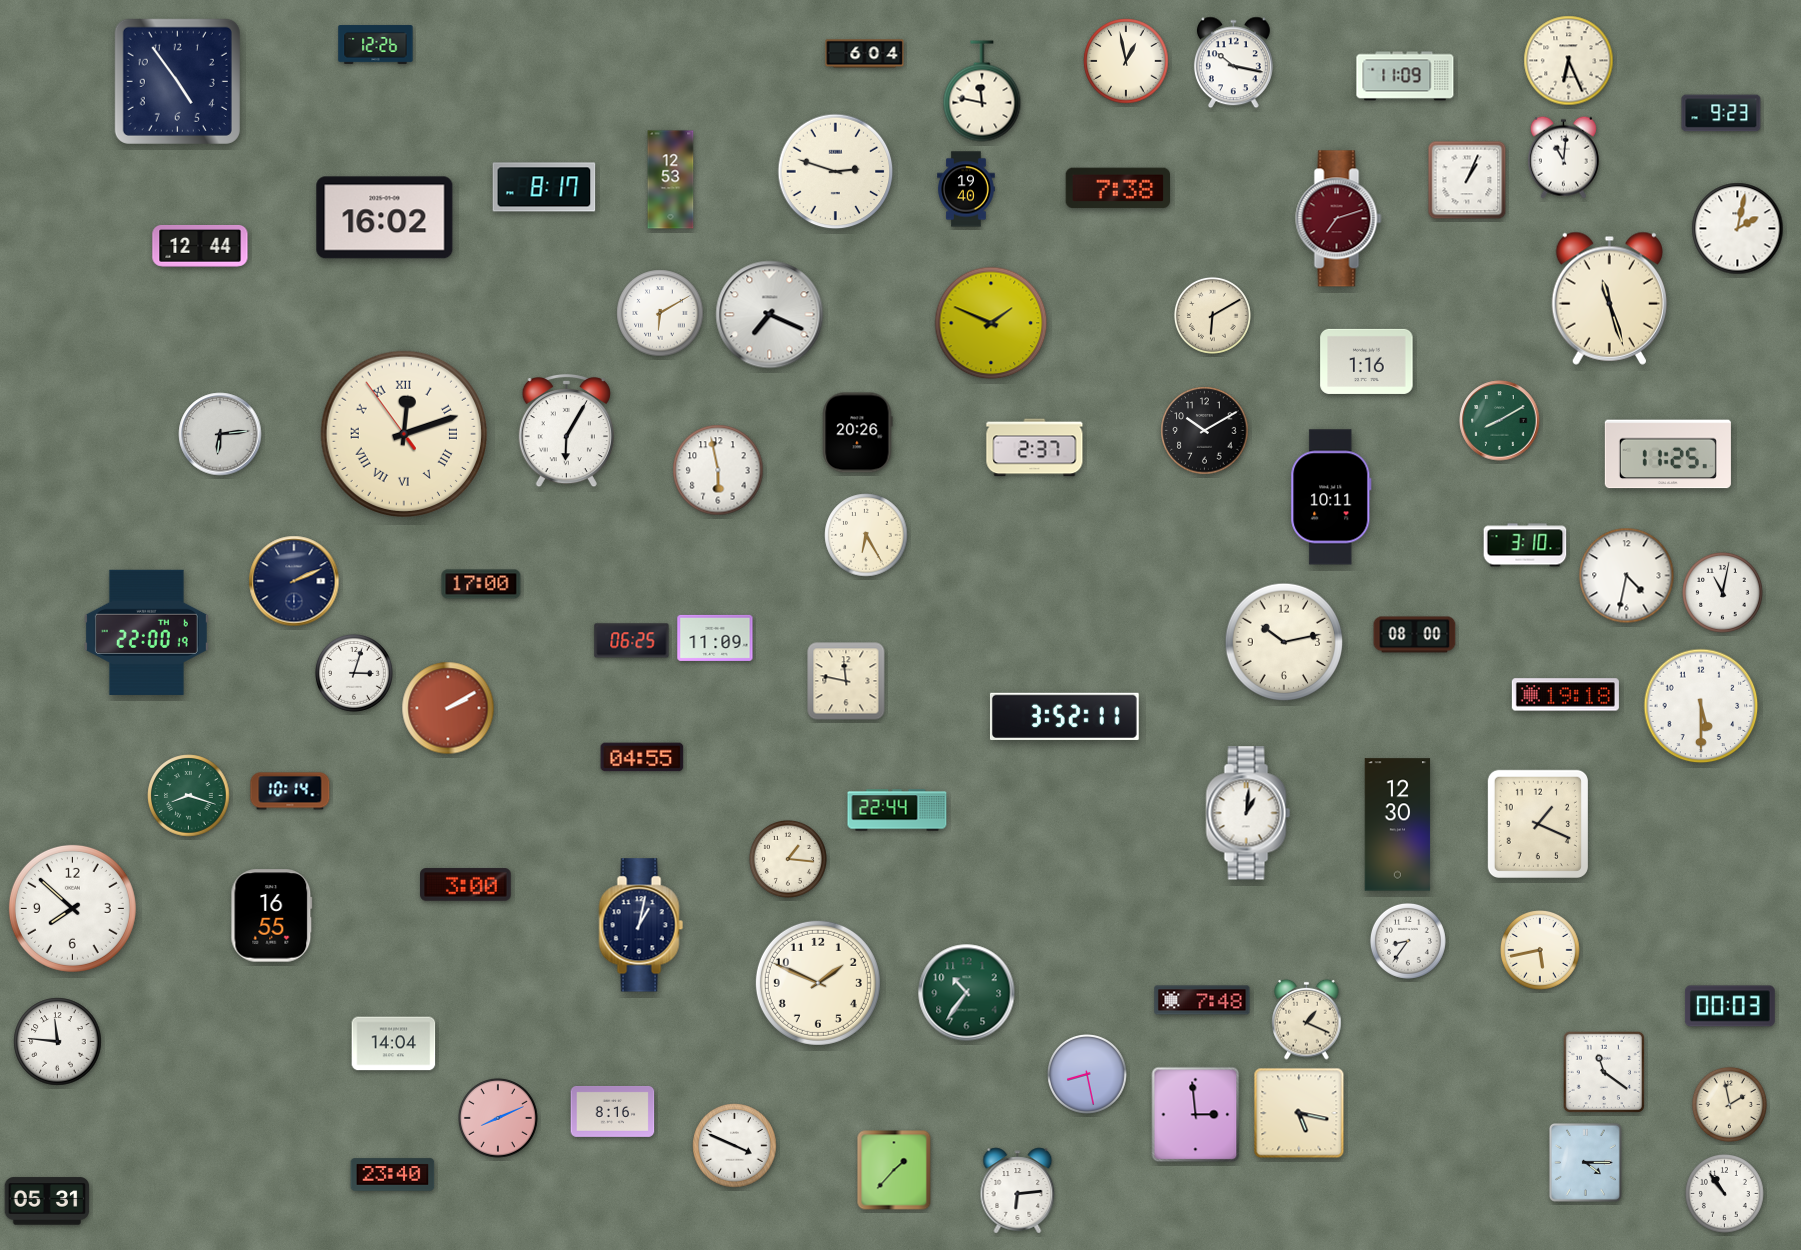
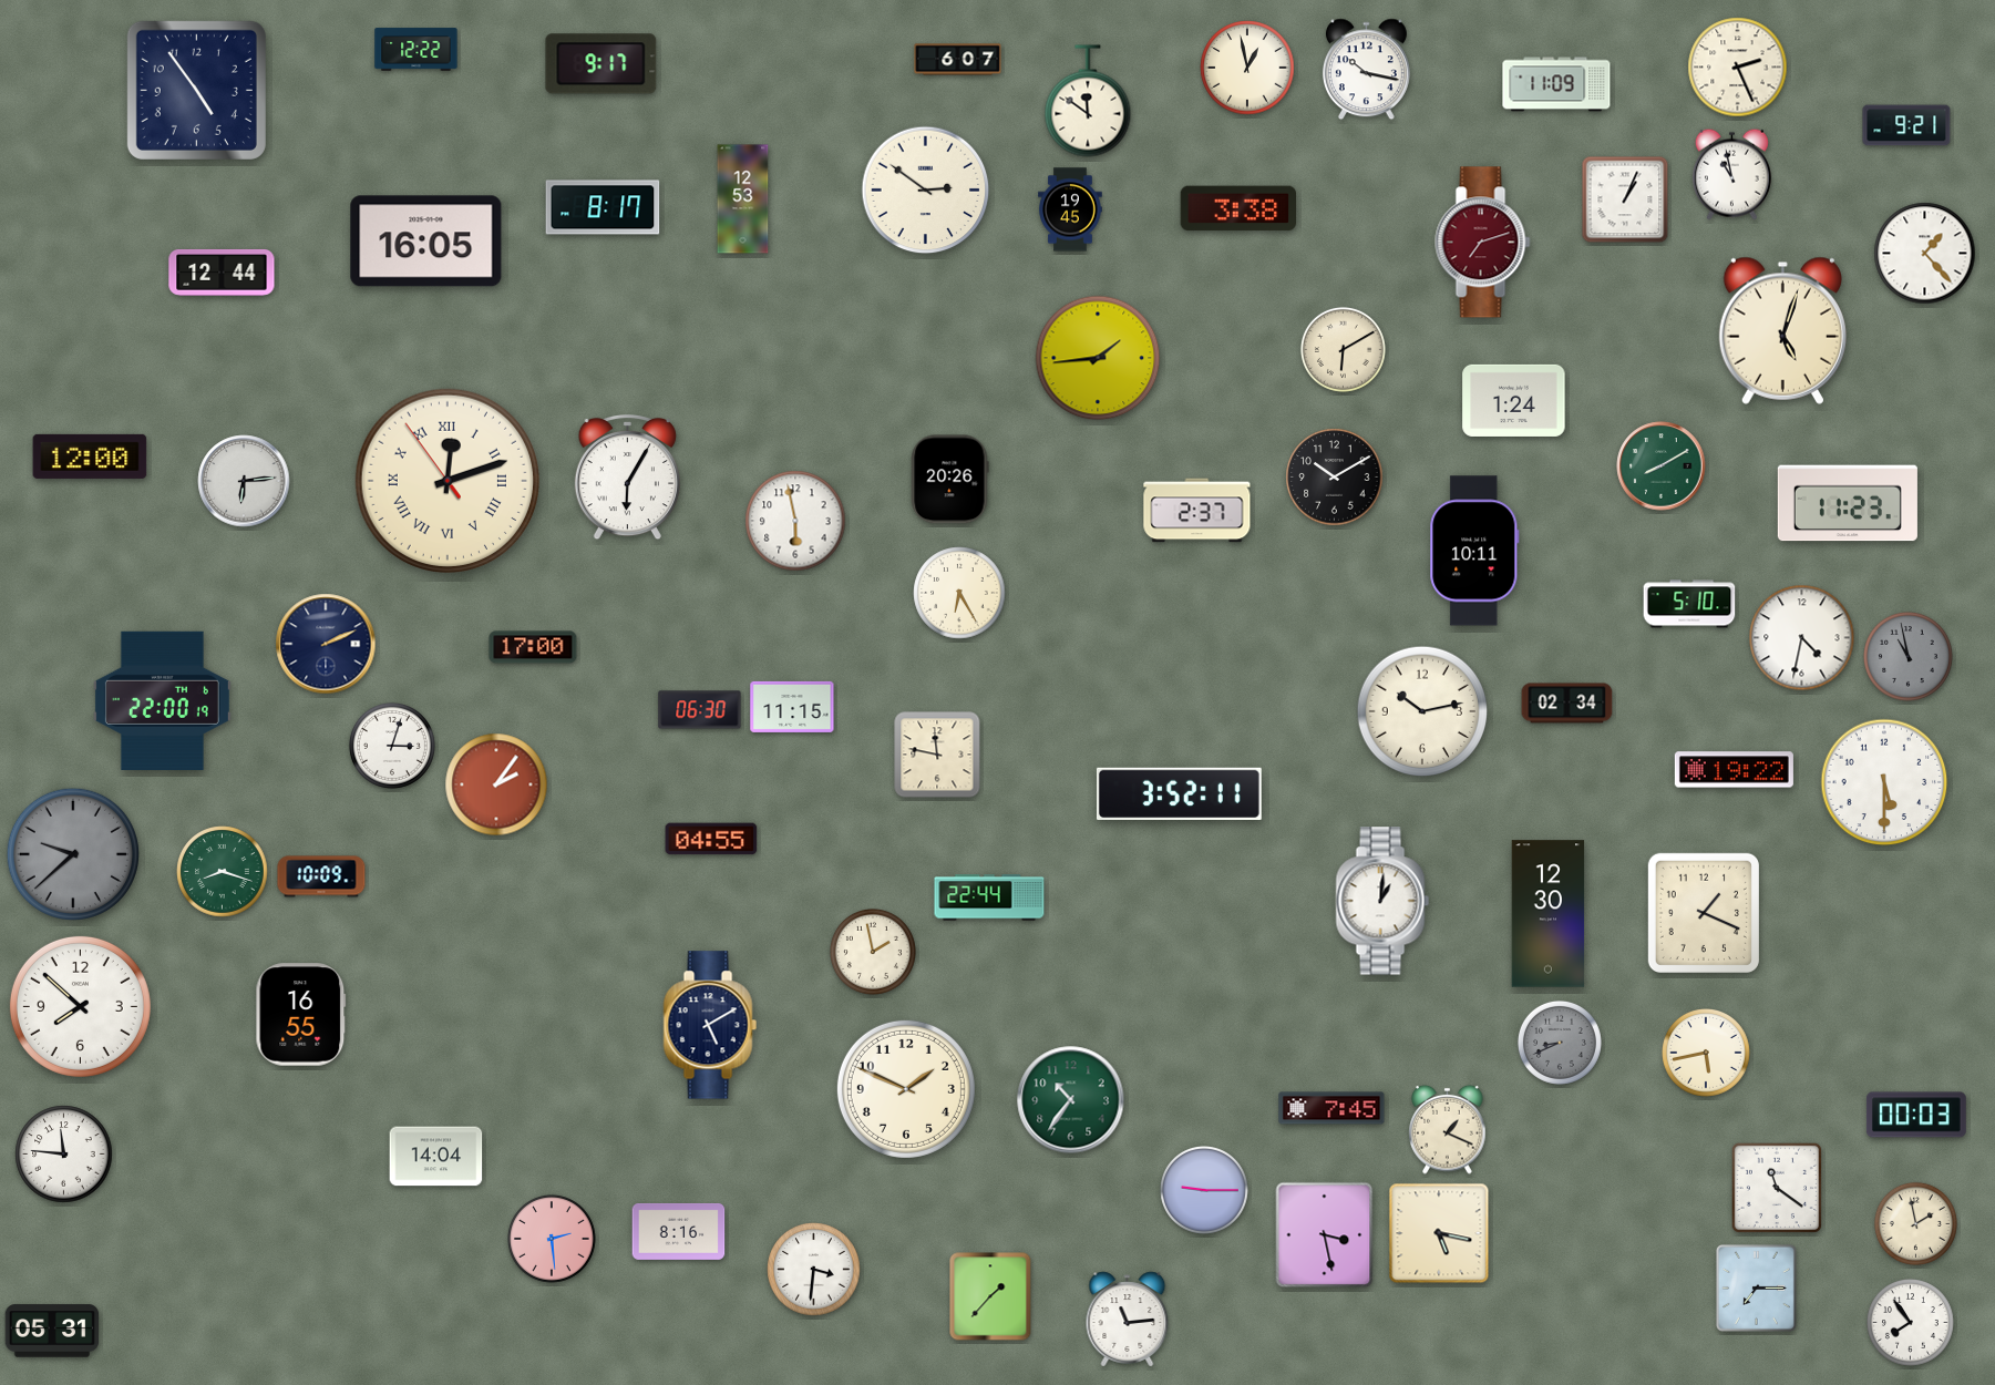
clock at (376, 45): 12:26 -> 12:22
clock at (865, 54): 6:04 -> 6:07
clock at (601, 64): none -> 9:17
clock at (1569, 61): 6:26 -> 2:26
clock at (982, 91): 11:47 -> 11:51
clock at (1721, 113): 9:23 -> 9:21
clock at (1563, 157): 11:01 -> 10:58
clock at (836, 172): 2:48 -> 2:51
clock at (1118, 188): 7:38 -> 3:38
clock at (966, 189): 19:40 -> 19:45
clock at (385, 218): 16:02 -> 16:05
clock at (1738, 229): 2:02 -> 1:23
clock at (1609, 298): 11:27 -> 5:03
clock at (660, 313): 6:10 -> none
clock at (770, 315): 7:19 -> none
clock at (991, 323): 1:49 -> 1:44
clock at (1367, 361): 1:16 -> 1:24
clock at (90, 456): none -> 12:00
clock at (1035, 448) position: (1035, 448) -> (1197, 511)
clock at (1668, 454): 11:25 -> 11:23
clock at (1525, 545): 3:10 -> 5:10
clock at (1723, 593): 11:02 -> 10:58
clock at (1723, 593) dial: white -> grey
clock at (1415, 635): 08:00 -> 02:34
clock at (715, 638): 11:09 -> 11:15
clock at (632, 641): 06:25 -> 06:30
clock at (1565, 695): 19:18 -> 19:22
clock at (448, 708): 2:10 -> 2:06
clock at (72, 853): none -> 9:38
clock at (290, 791): 10:14 -> 10:09
clock at (189, 796) position: (189, 796) -> (223, 872)
clock at (897, 810) position: (897, 810) -> (989, 897)
clock at (788, 859): 1:16 -> 1:58
clock at (466, 885): 3:00 -> none
clock at (641, 925): 1:02 -> 5:10
clock at (1408, 941): 8:36 -> 8:41
clock at (1408, 941) dial: white -> grey
clock at (1202, 1000): 7:48 -> 7:45
clock at (1088, 1075): 8:28 -> 9:15
clock at (1196, 1115): 2:59 -> 3:28
clock at (499, 1119): 8:11 -> 2:29
clock at (735, 1146): 3:49 -> 3:31
clock at (1585, 1162): 4:15 -> 7:15
clock at (393, 1175): 23:40 -> none
clock at (1018, 1191): 6:14 -> 11:14
clock at (1724, 1193): 10:54 -> 7:54
